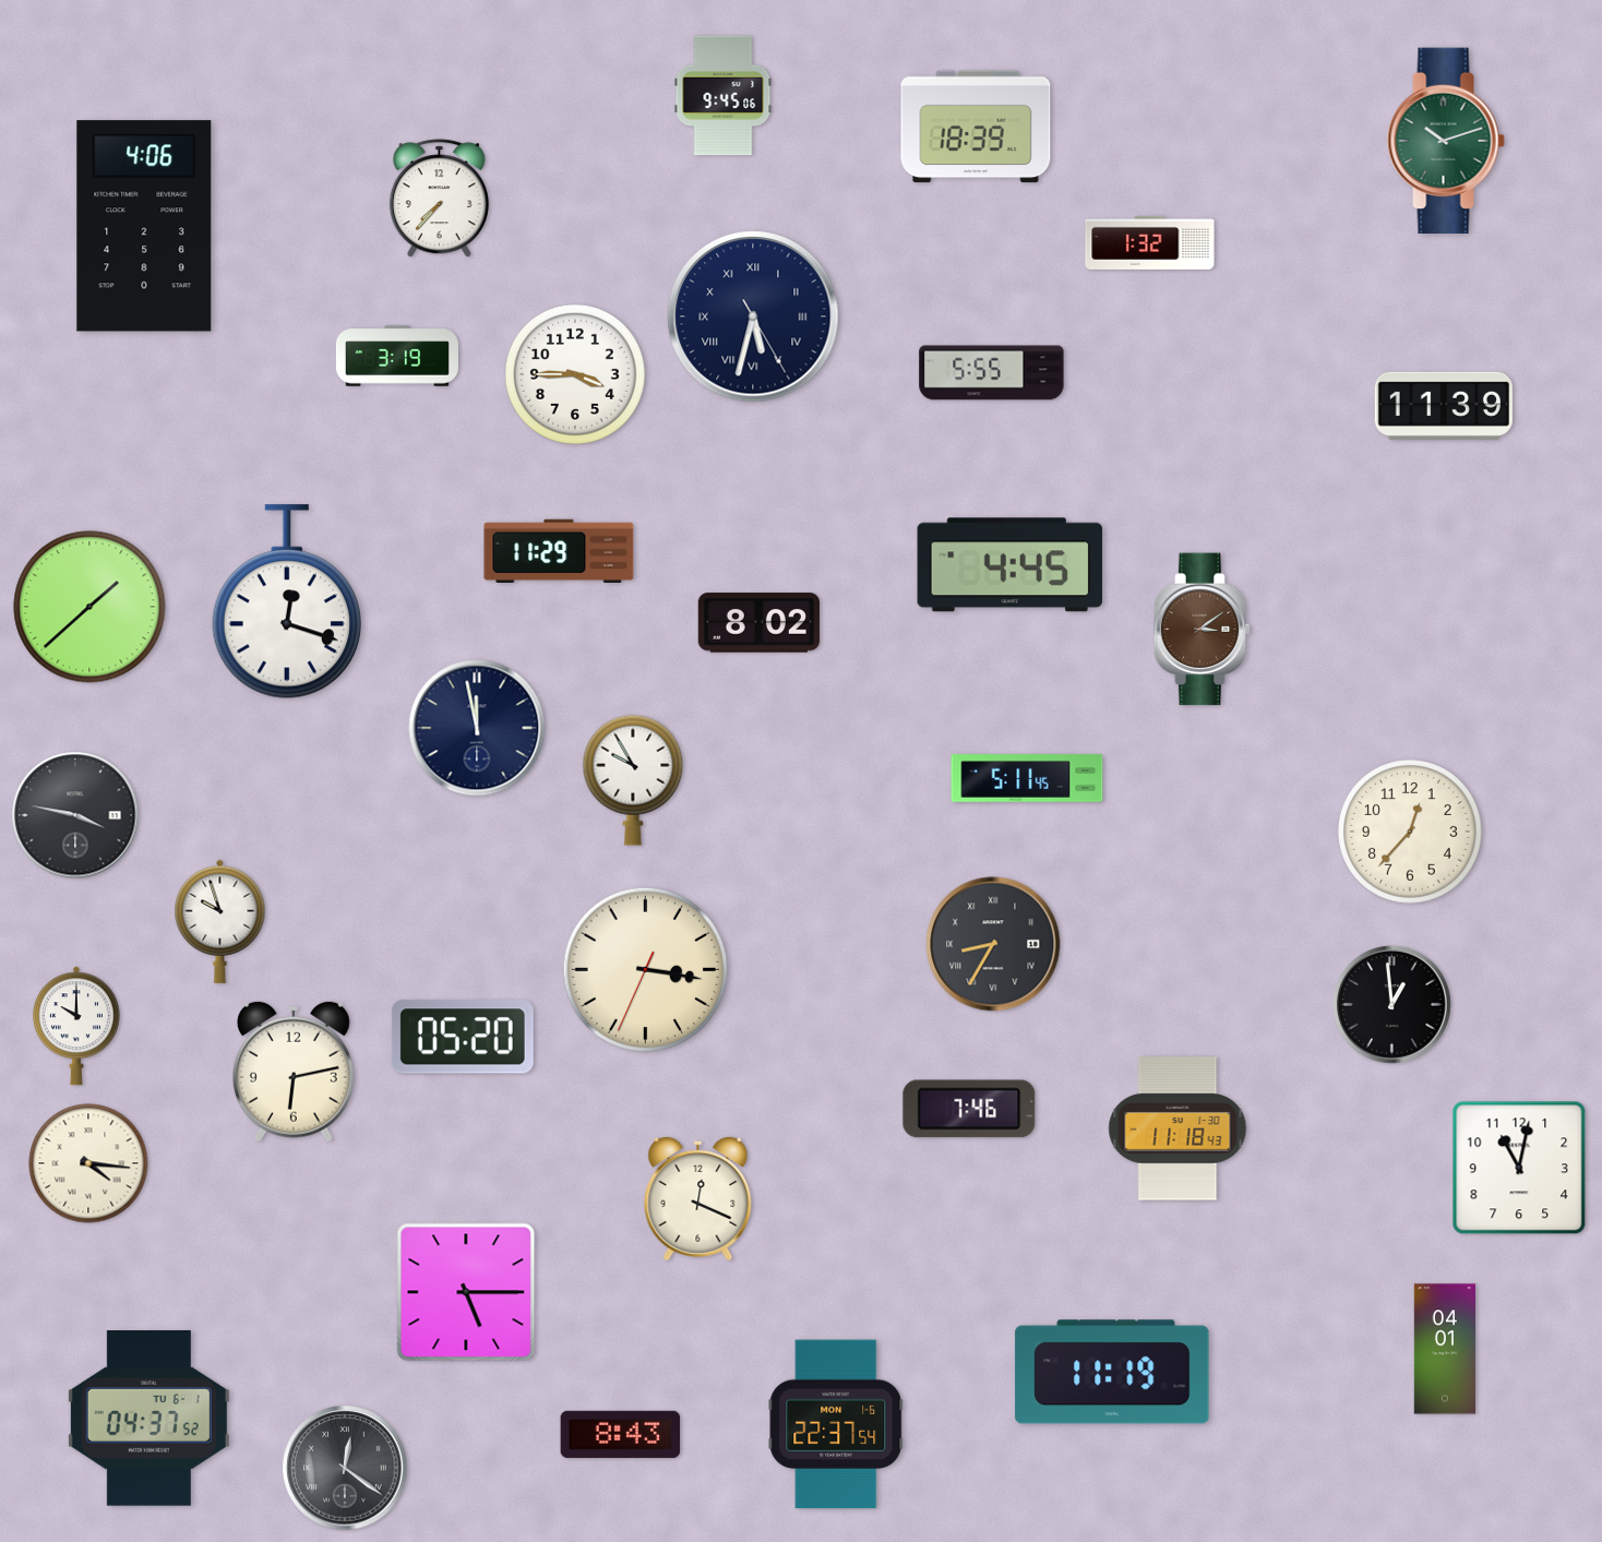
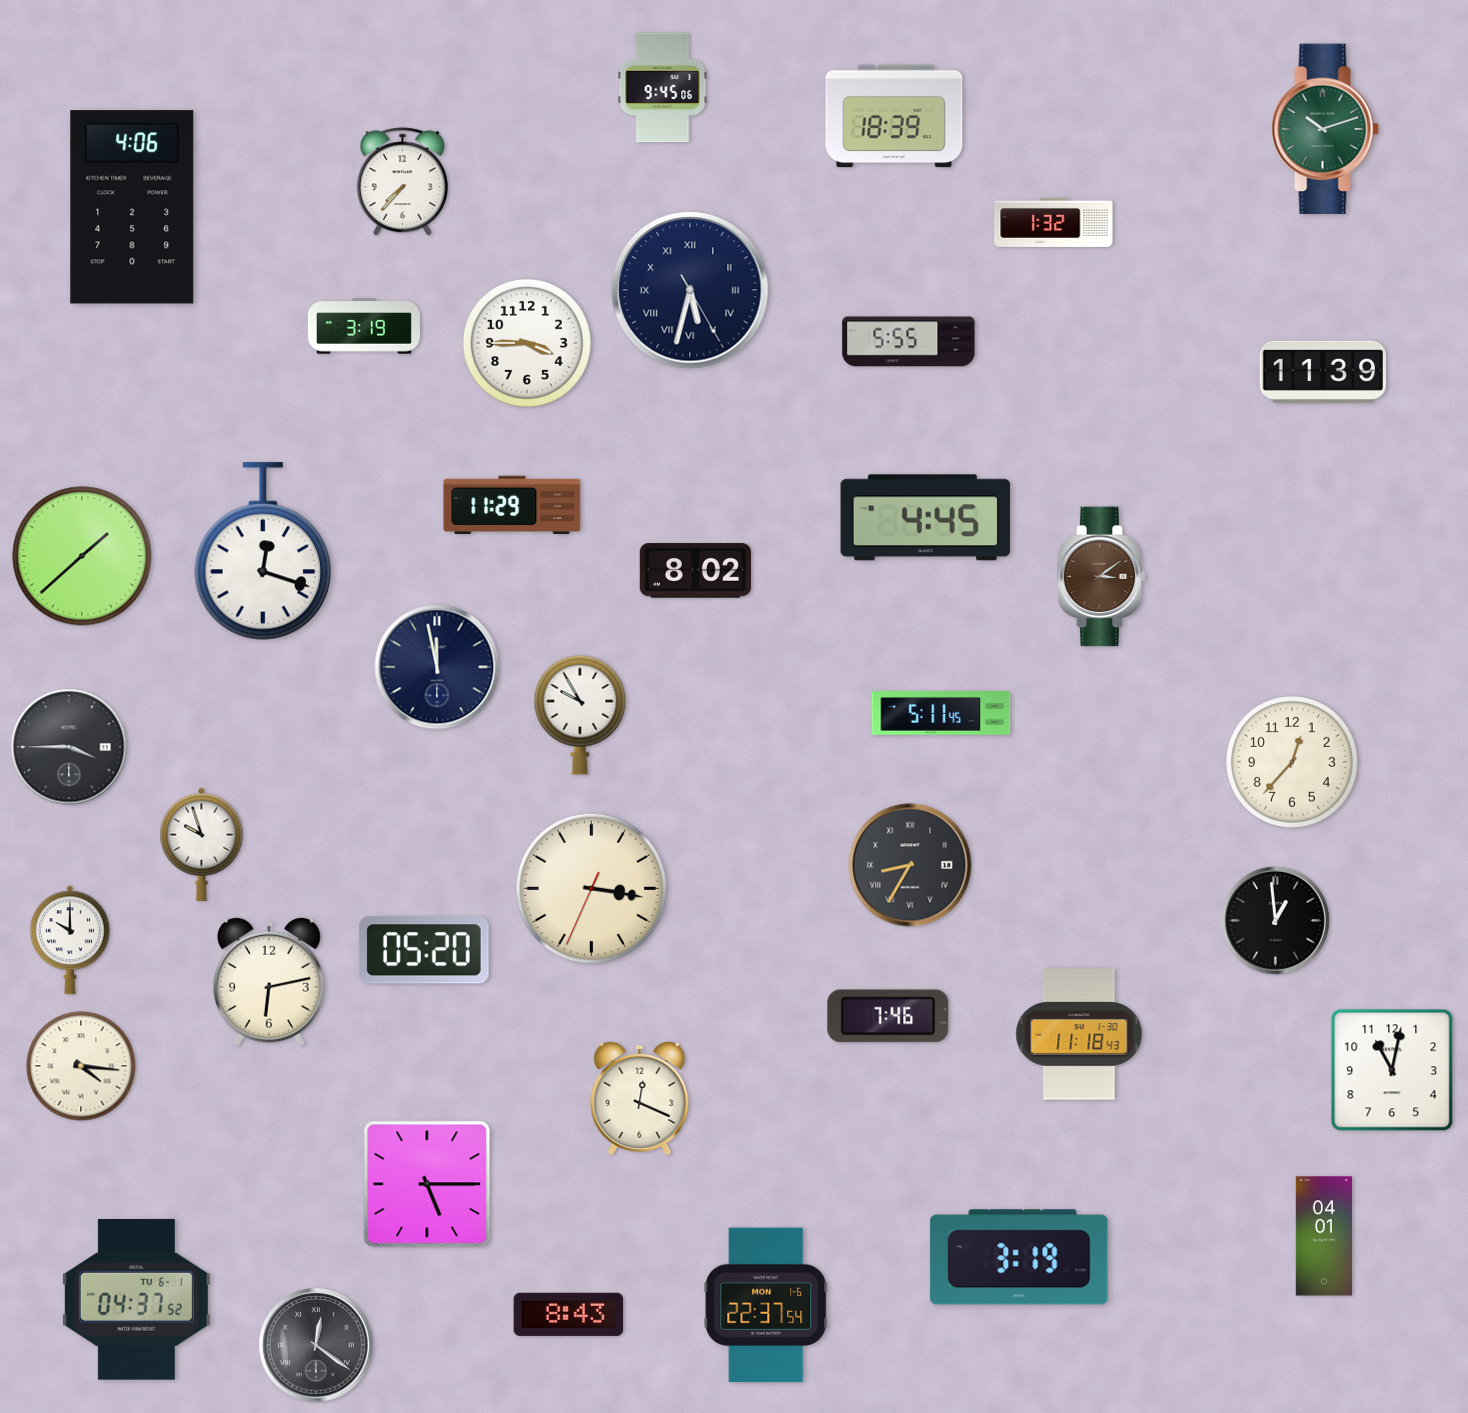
clock at (75, 815): 3:47 -> 3:45
clock at (1112, 1372): 11:19 -> 3:19
